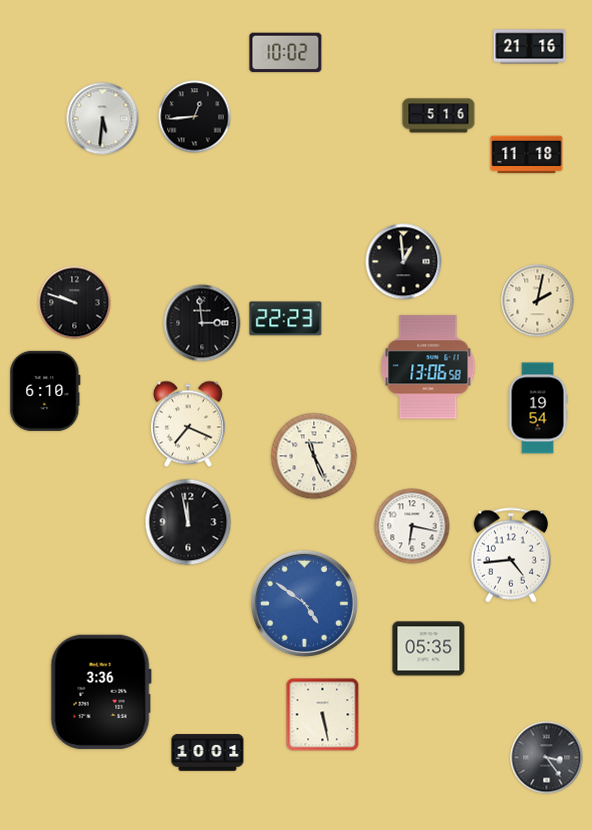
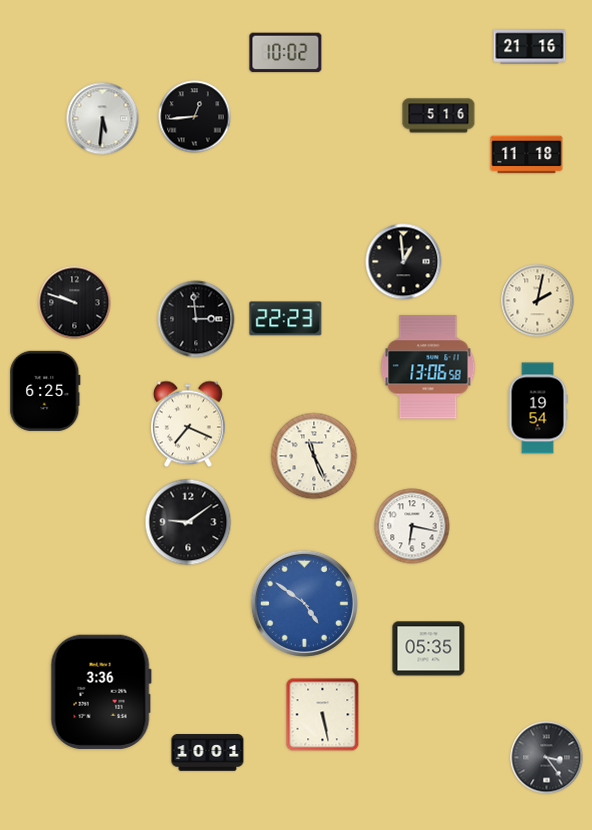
clock at (202, 323) position: (202, 323) -> (196, 319)
clock at (45, 391): 6:10 -> 6:25
clock at (188, 522): 11:58 -> 9:09
clock at (511, 555): 4:44 -> none
